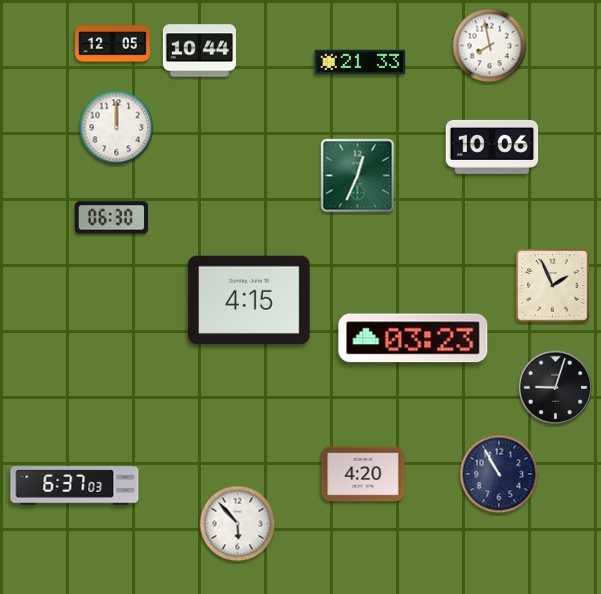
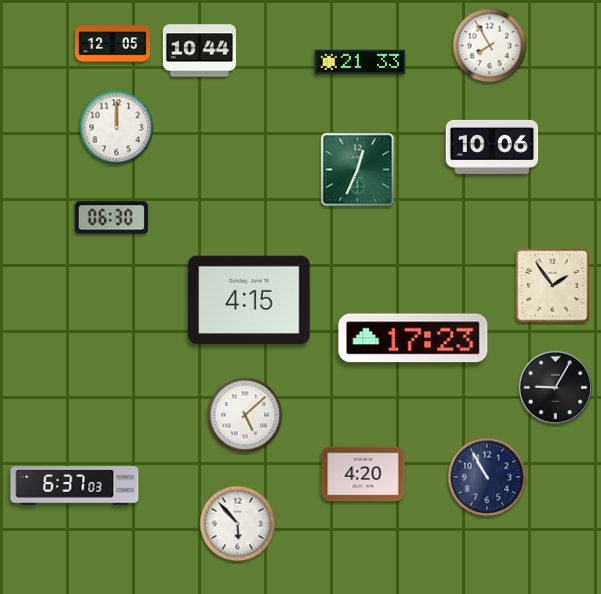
clock at (490, 46): 7:58 -> 7:55
clock at (358, 176) position: (358, 176) -> (358, 170)
clock at (553, 286): 1:56 -> 1:54
clock at (413, 338): 03:23 -> 17:23
clock at (556, 388): 9:03 -> 9:05
clock at (245, 415): none -> 5:08
clock at (499, 474) position: (499, 474) -> (487, 477)
